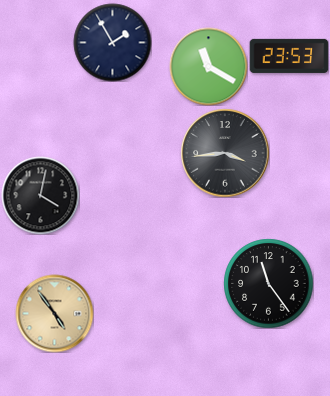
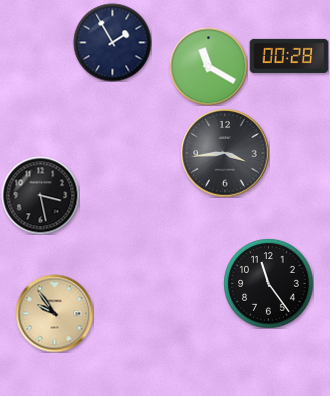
clock at (289, 56): 23:53 -> 00:28
clock at (40, 195): 4:02 -> 3:28
clock at (54, 313): 4:54 -> 9:54
